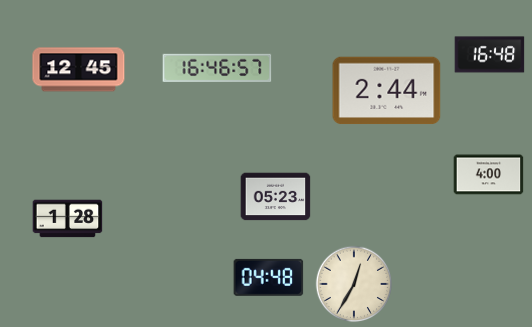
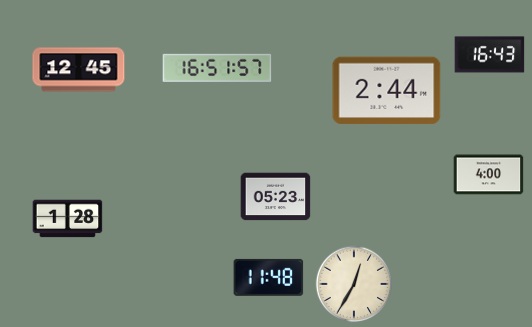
clock at (490, 55): 16:48 -> 16:43
clock at (217, 67): 16:46 -> 16:51
clock at (269, 277): 04:48 -> 11:48
